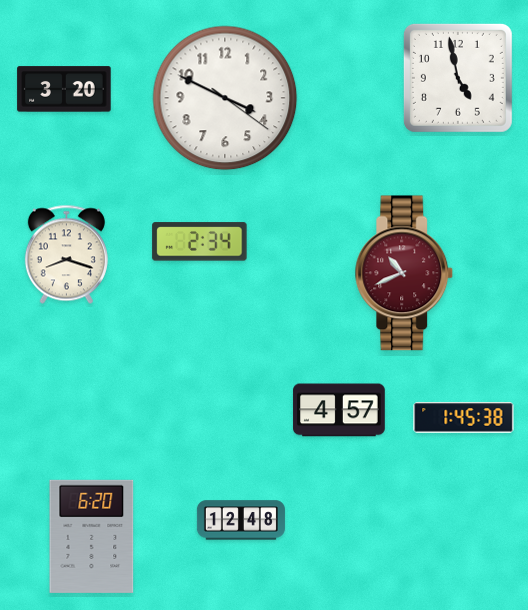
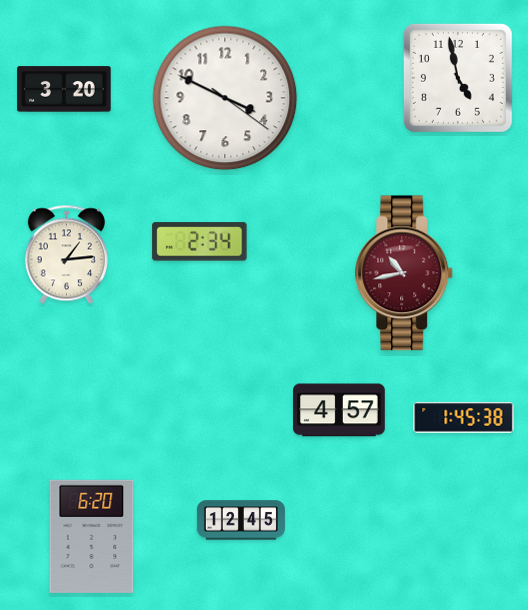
clock at (66, 255): 8:18 -> 1:14
clock at (404, 273): 10:41 -> 10:43
clock at (241, 520): 12:48 -> 12:45
